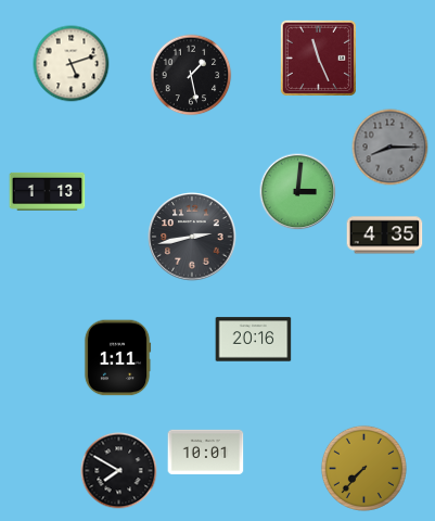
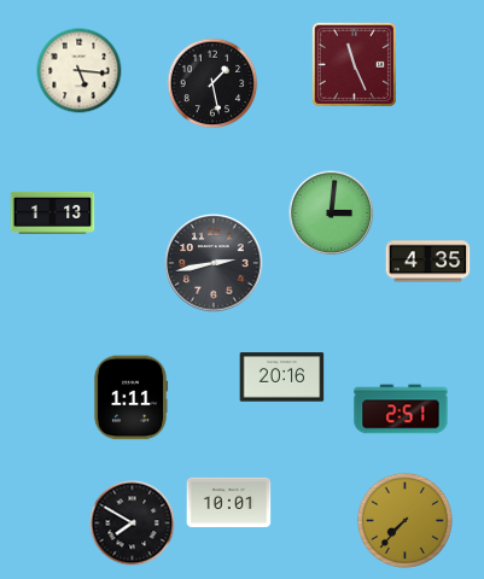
clock at (72, 64): 5:12 -> 5:16
clock at (391, 148): 8:15 -> none
clock at (401, 409): none -> 2:51
